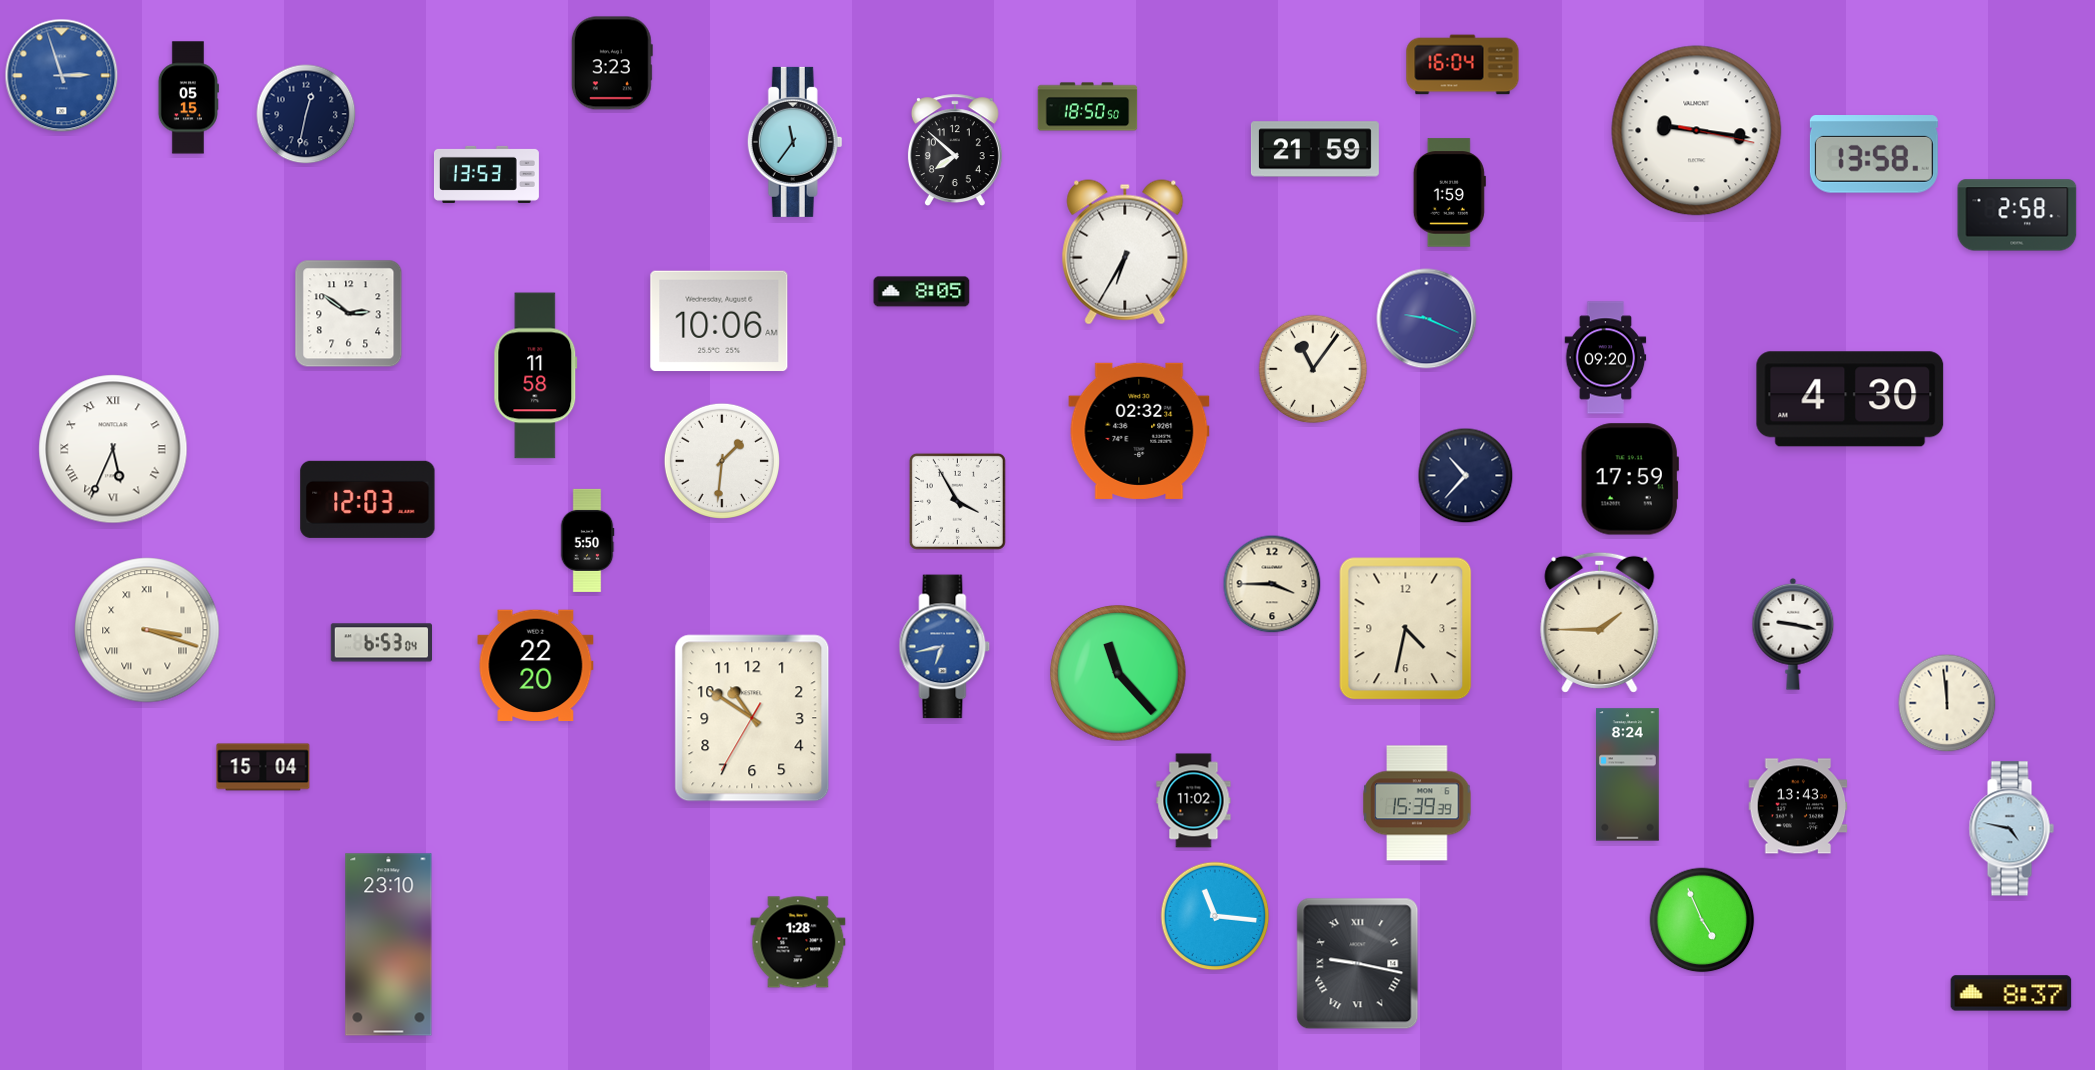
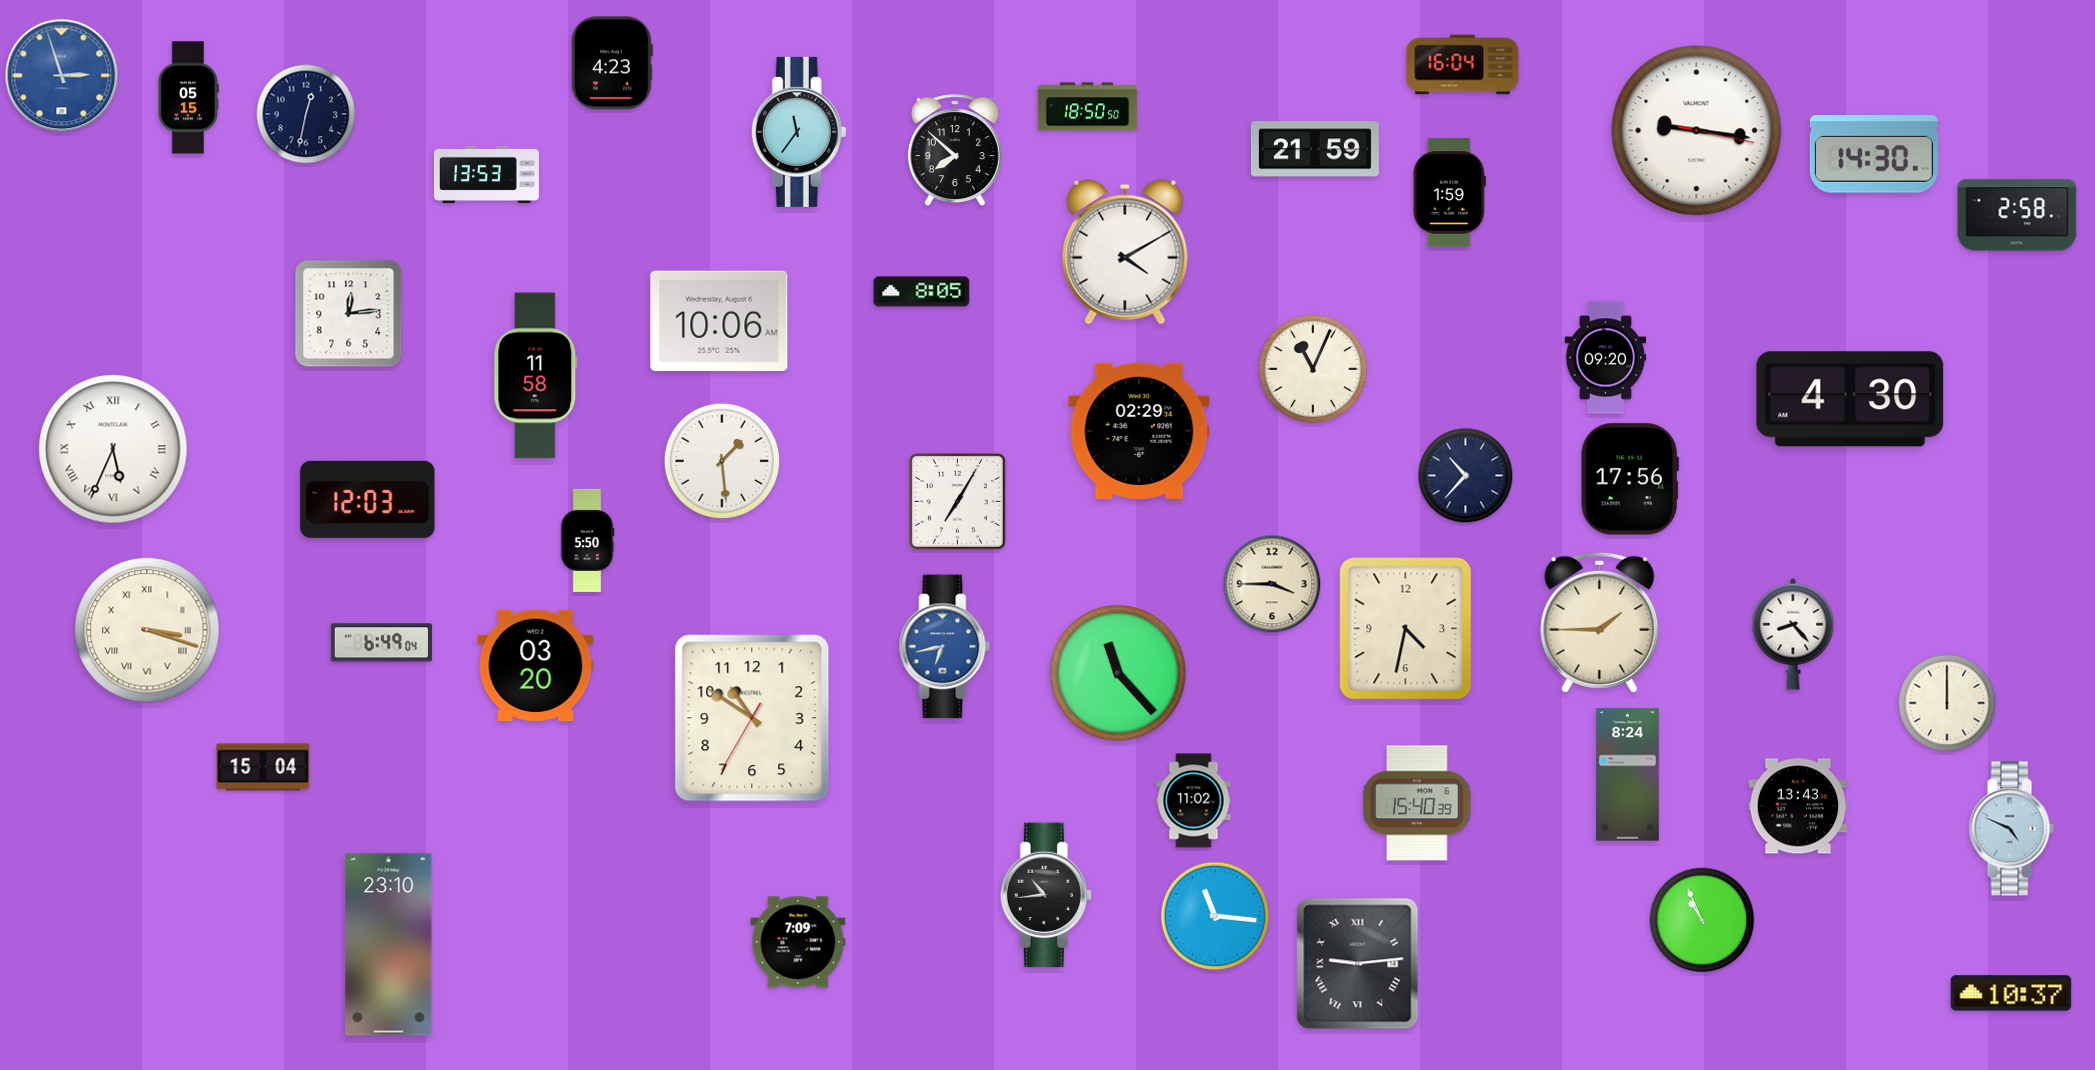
clock at (612, 63): 3:23 -> 4:23
clock at (795, 142) position: (795, 142) -> (799, 132)
clock at (1874, 155): 13:58 -> 14:30
clock at (1125, 252): 6:35 -> 4:10
clock at (349, 314): 2:51 -> 12:14
clock at (1427, 319): 9:19 -> none
clock at (1313, 369): 11:06 -> 11:04
clock at (1139, 431): 02:32 -> 02:29
clock at (722, 461): 1:31 -> 1:29
clock at (1630, 479): 17:59 -> 17:56
clock at (957, 501): 3:55 -> 7:05
clock at (1793, 634): 9:17 -> 8:23
clock at (381, 643): 6:53 -> 6:49
clock at (536, 666): 22:20 -> 03:20
clock at (1947, 703): 11:59 -> 12:00
clock at (1417, 803): 15:39 -> 15:40
clock at (2011, 829): 4:47 -> 4:49
clock at (1046, 895): none -> 10:44
clock at (1702, 920): 4:56 -> 10:56
clock at (798, 942): 1:28 -> 7:09
clock at (1358, 964): 9:17 -> 9:14
clock at (2011, 993): 8:37 -> 10:37
